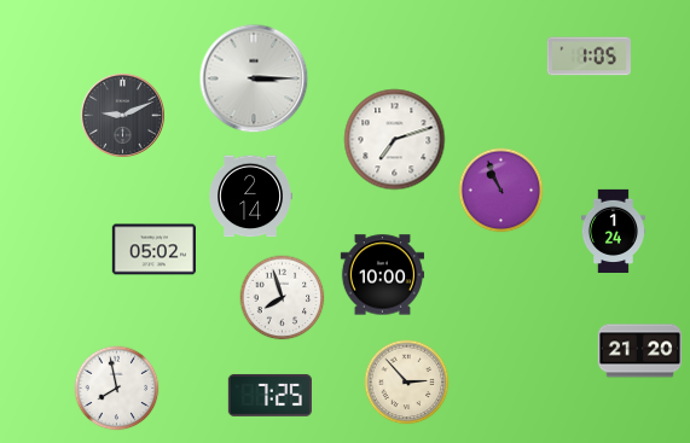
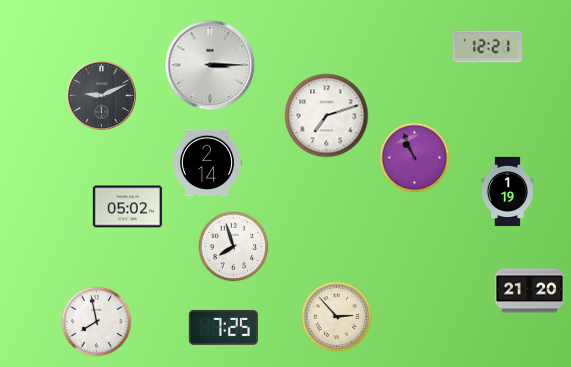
clock at (588, 57): 1:05 -> 12:21
clock at (613, 232): 1:24 -> 1:19
clock at (382, 275): 10:00 -> none
